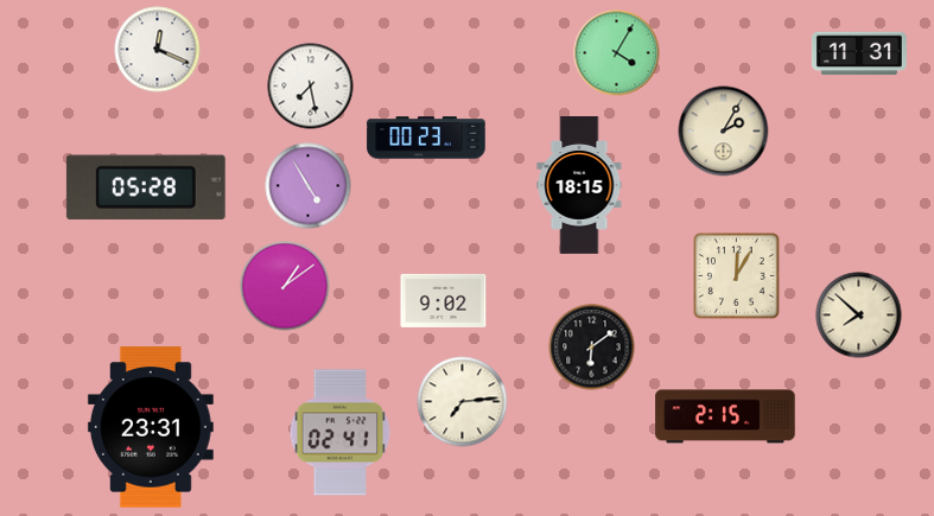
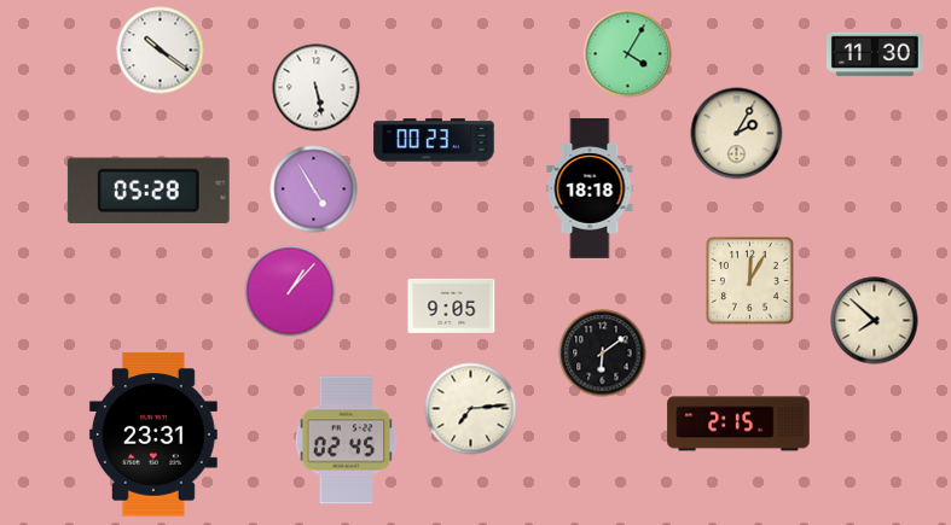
clock at (158, 50): 12:19 -> 10:21
clock at (859, 53): 11:31 -> 11:30
clock at (311, 87): 7:28 -> 5:28
clock at (579, 186): 18:15 -> 18:18
clock at (285, 286): 1:09 -> 1:07
clock at (444, 300): 9:02 -> 9:05
clock at (341, 433): 02:41 -> 02:45
